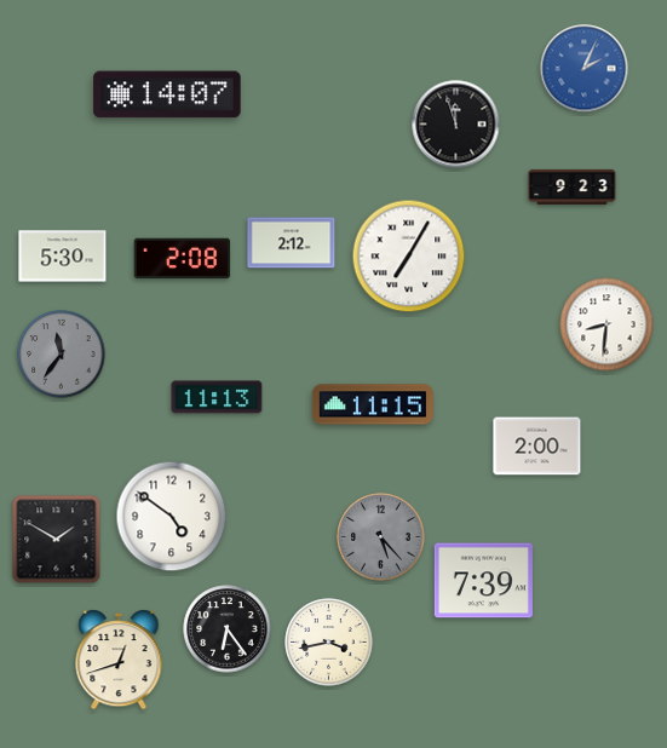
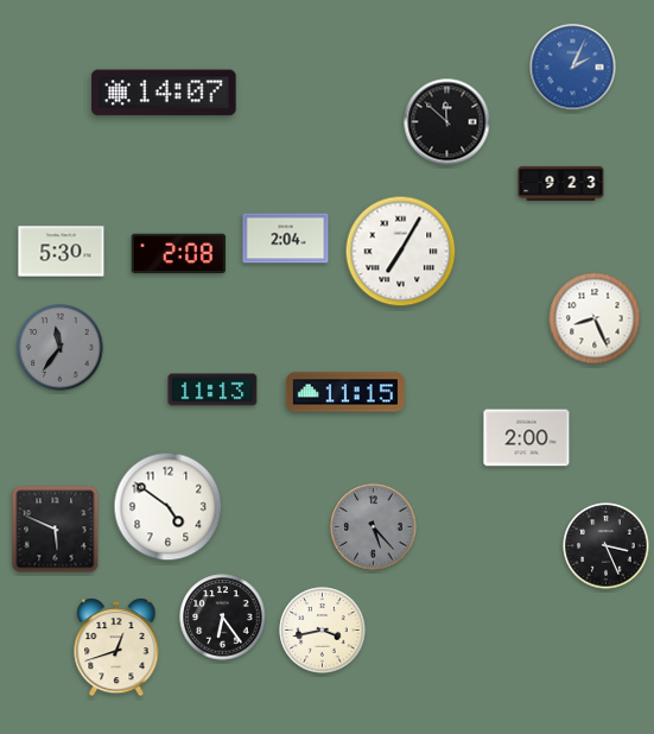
clock at (456, 125): 11:57 -> 11:52
clock at (292, 243): 2:12 -> 2:04
clock at (606, 324): 8:31 -> 8:26
clock at (373, 404) position: (373, 404) -> (345, 392)
clock at (57, 540): 1:50 -> 5:49
clock at (607, 546): none -> 3:26
clock at (483, 581): 7:39 -> none
